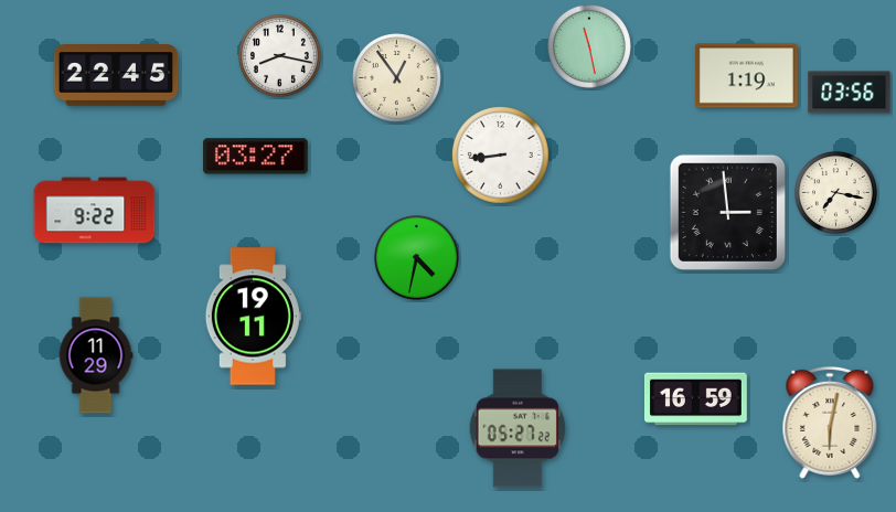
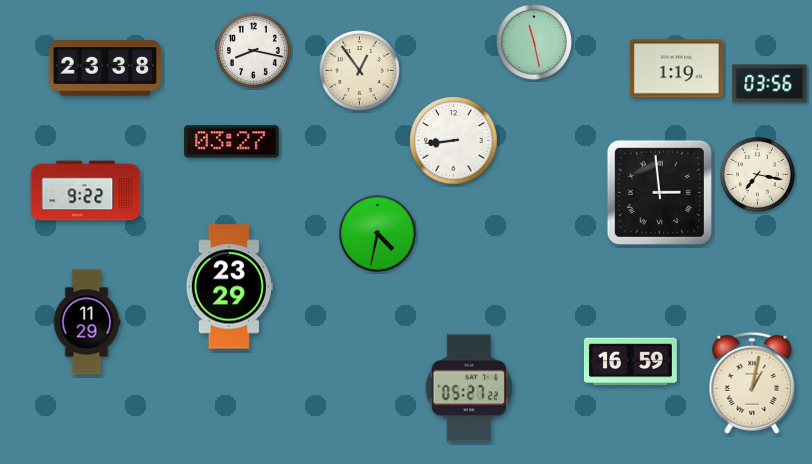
clock at (116, 75): 22:45 -> 23:38
clock at (253, 317): 19:11 -> 23:29
clock at (830, 423): 6:02 -> 1:02
